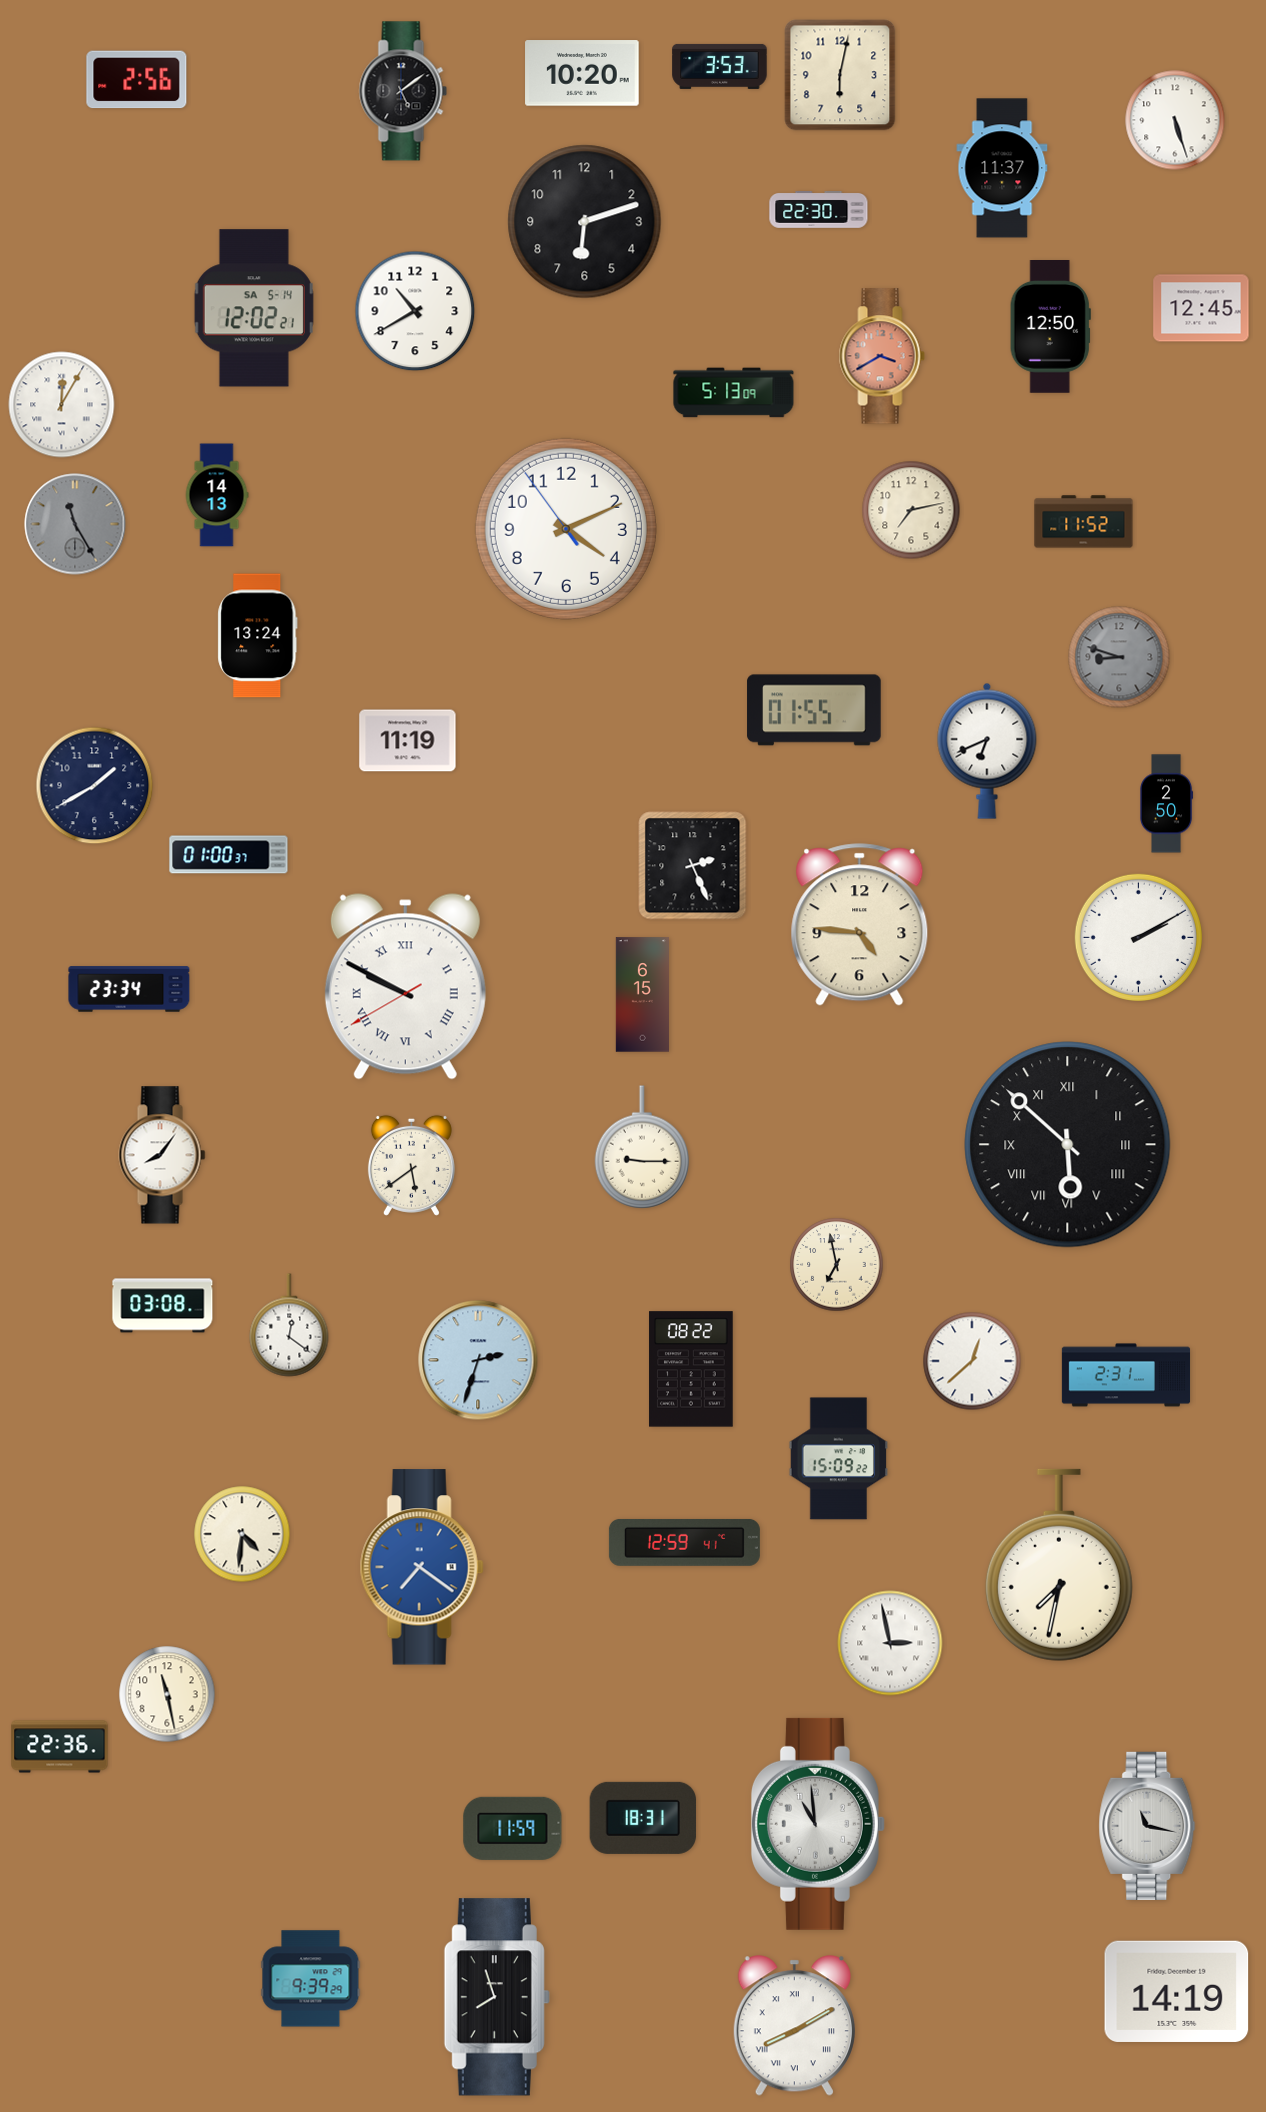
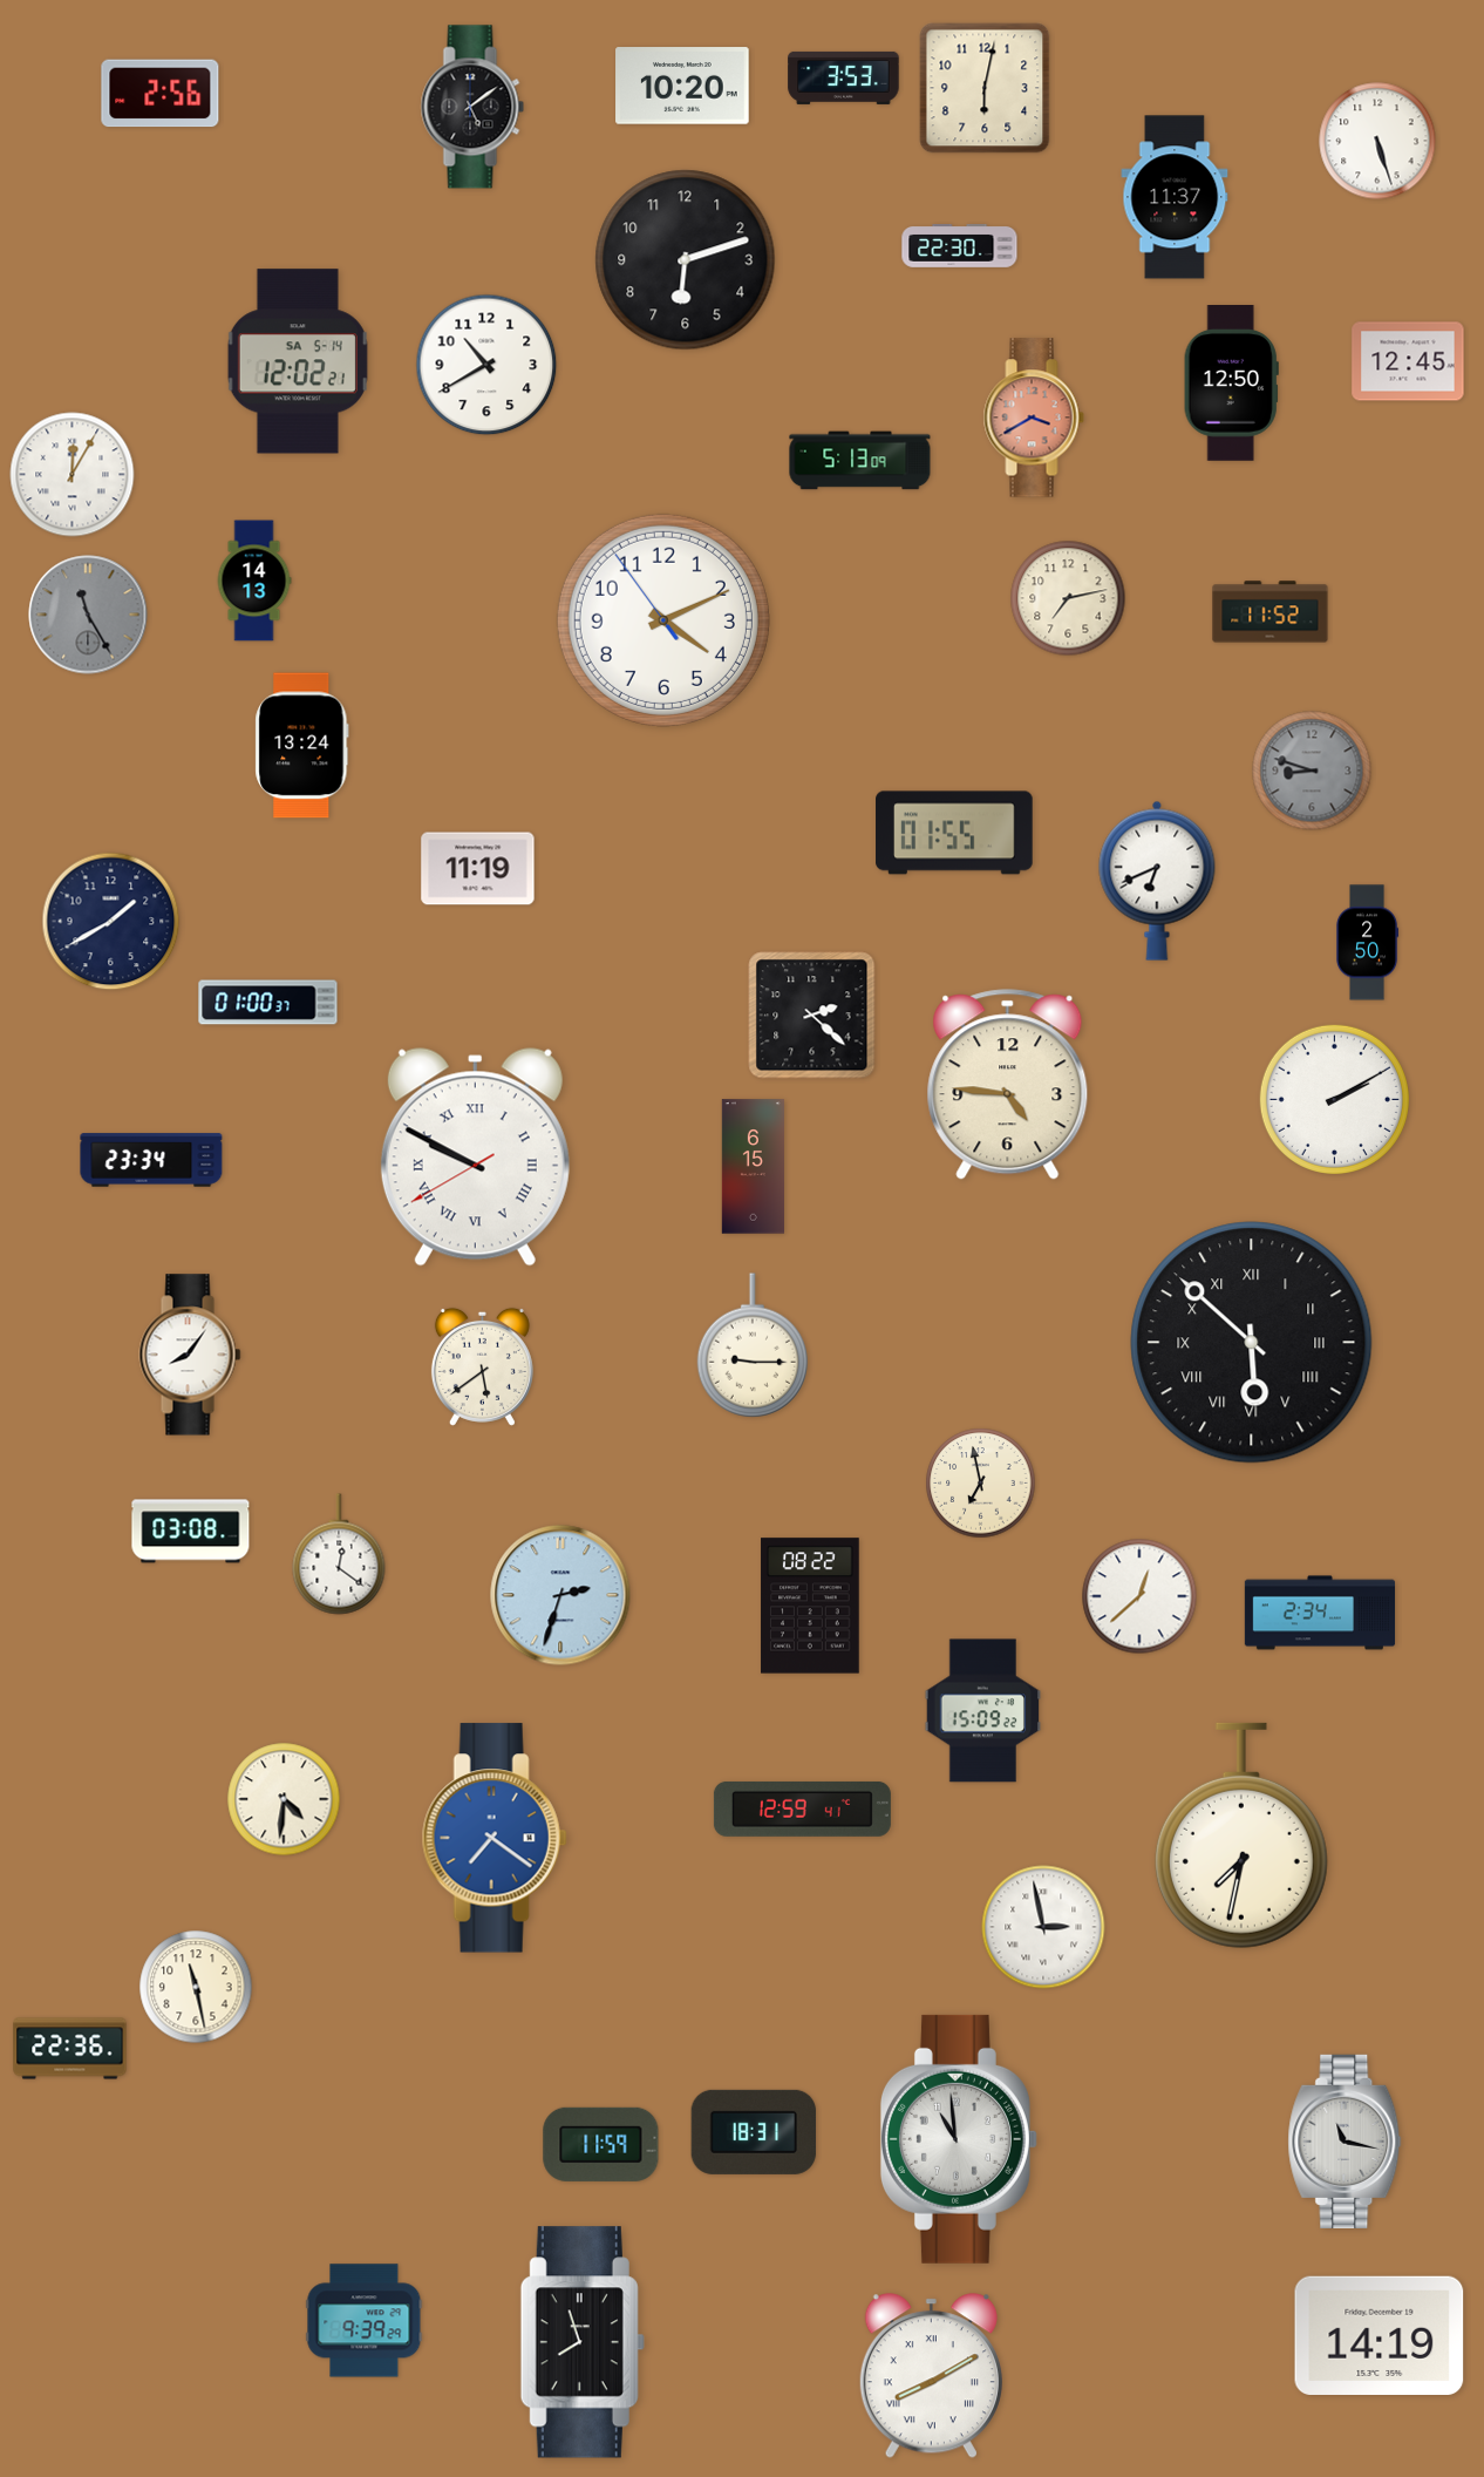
clock at (693, 866): 2:26 -> 2:22
clock at (1126, 1375): 2:31 -> 2:34
